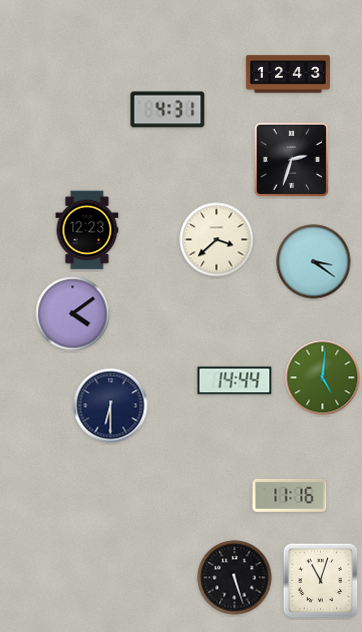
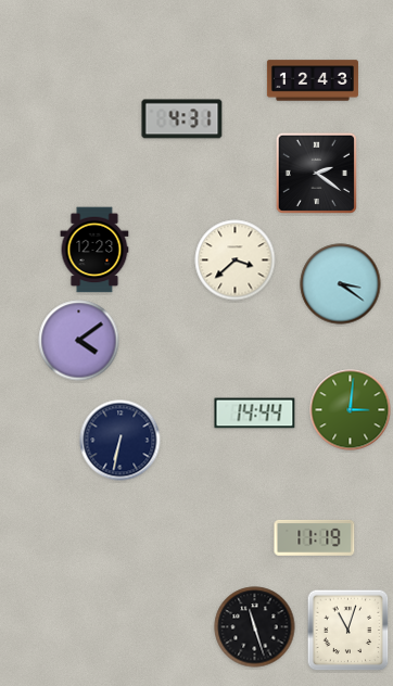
clock at (291, 159): 2:33 -> 2:21
clock at (323, 378): 5:01 -> 3:01
clock at (111, 406): 6:30 -> 6:32
clock at (290, 495): 11:16 -> 11:19
clock at (235, 578): 5:27 -> 11:27
